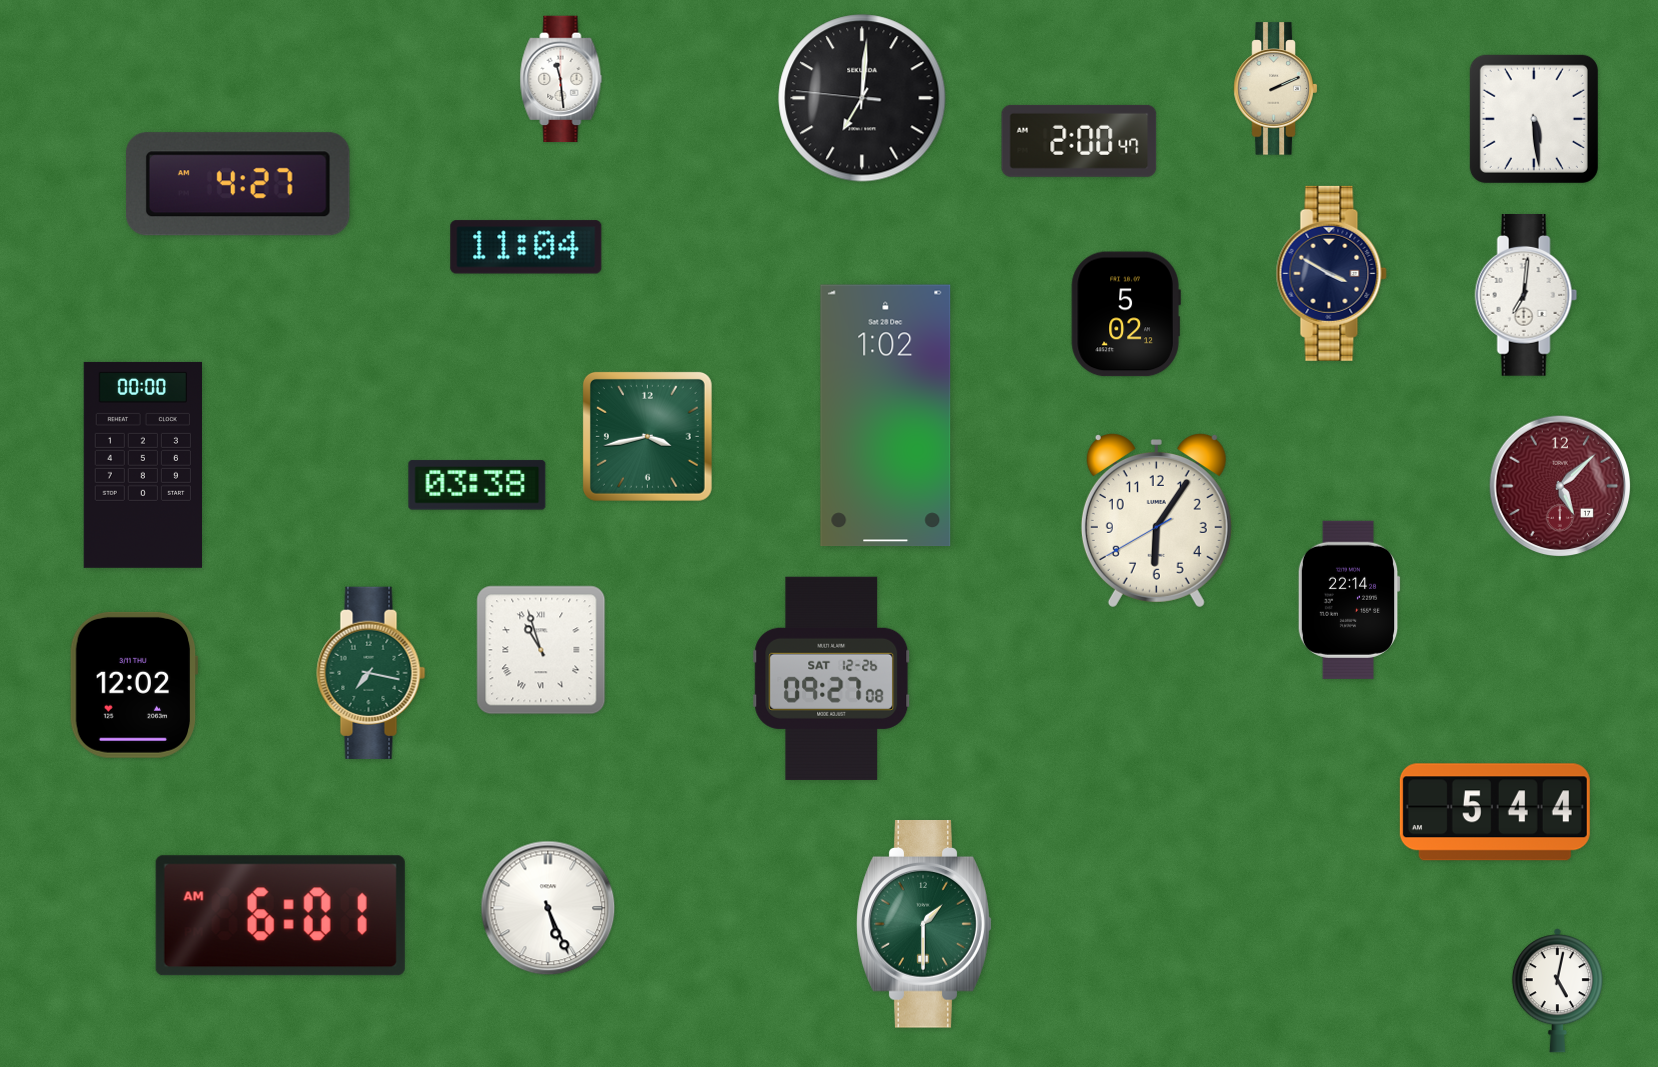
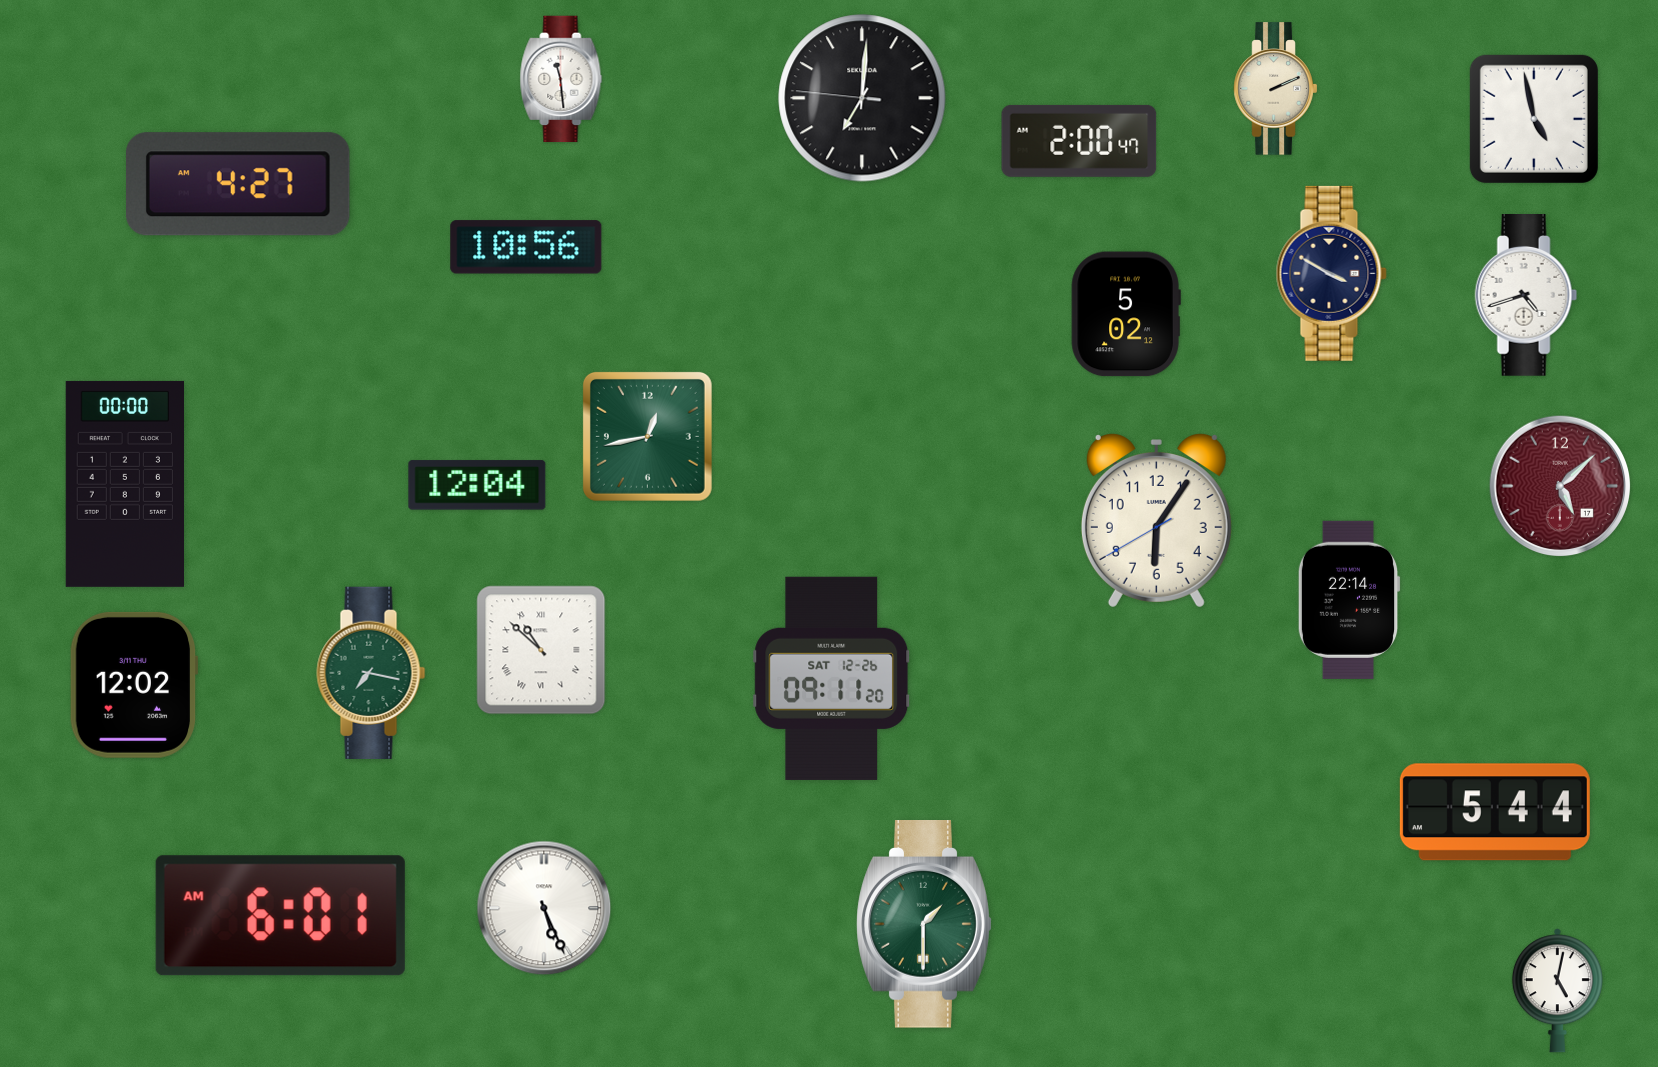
clock at (1534, 119): 5:29 -> 4:58
clock at (526, 247): 11:04 -> 10:56
clock at (1526, 296): 7:01 -> 4:42
clock at (886, 416): 1:02 -> none
clock at (647, 436): 3:43 -> 12:43
clock at (142, 465) position: (142, 465) -> (124, 484)
clock at (477, 485): 03:38 -> 12:04
clock at (541, 650): 10:57 -> 10:52
clock at (832, 678): 09:27 -> 09:11
clock at (548, 908) position: (548, 908) -> (544, 908)
